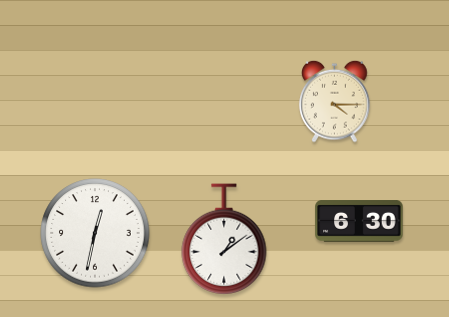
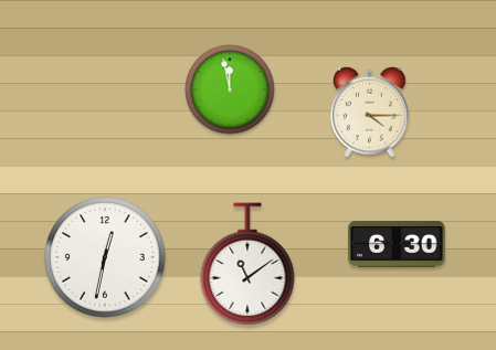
clock at (230, 89): none -> 11:58
clock at (224, 239): 1:09 -> 11:09
